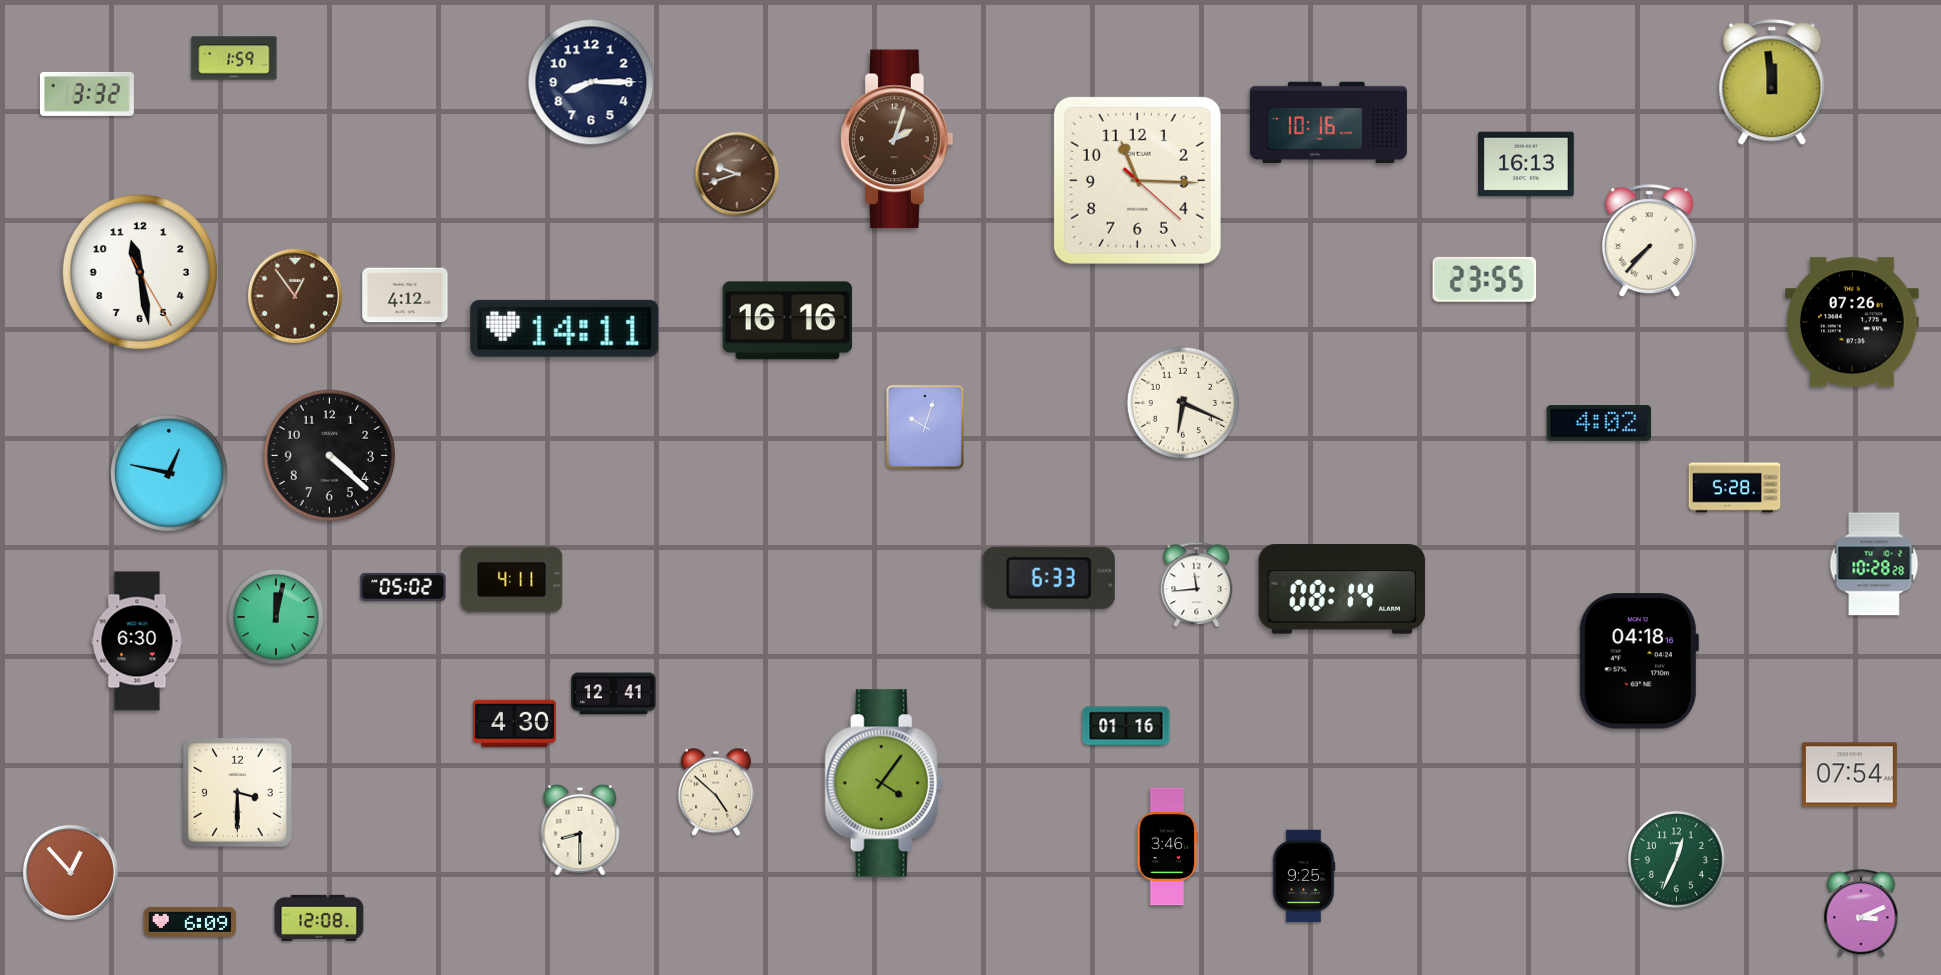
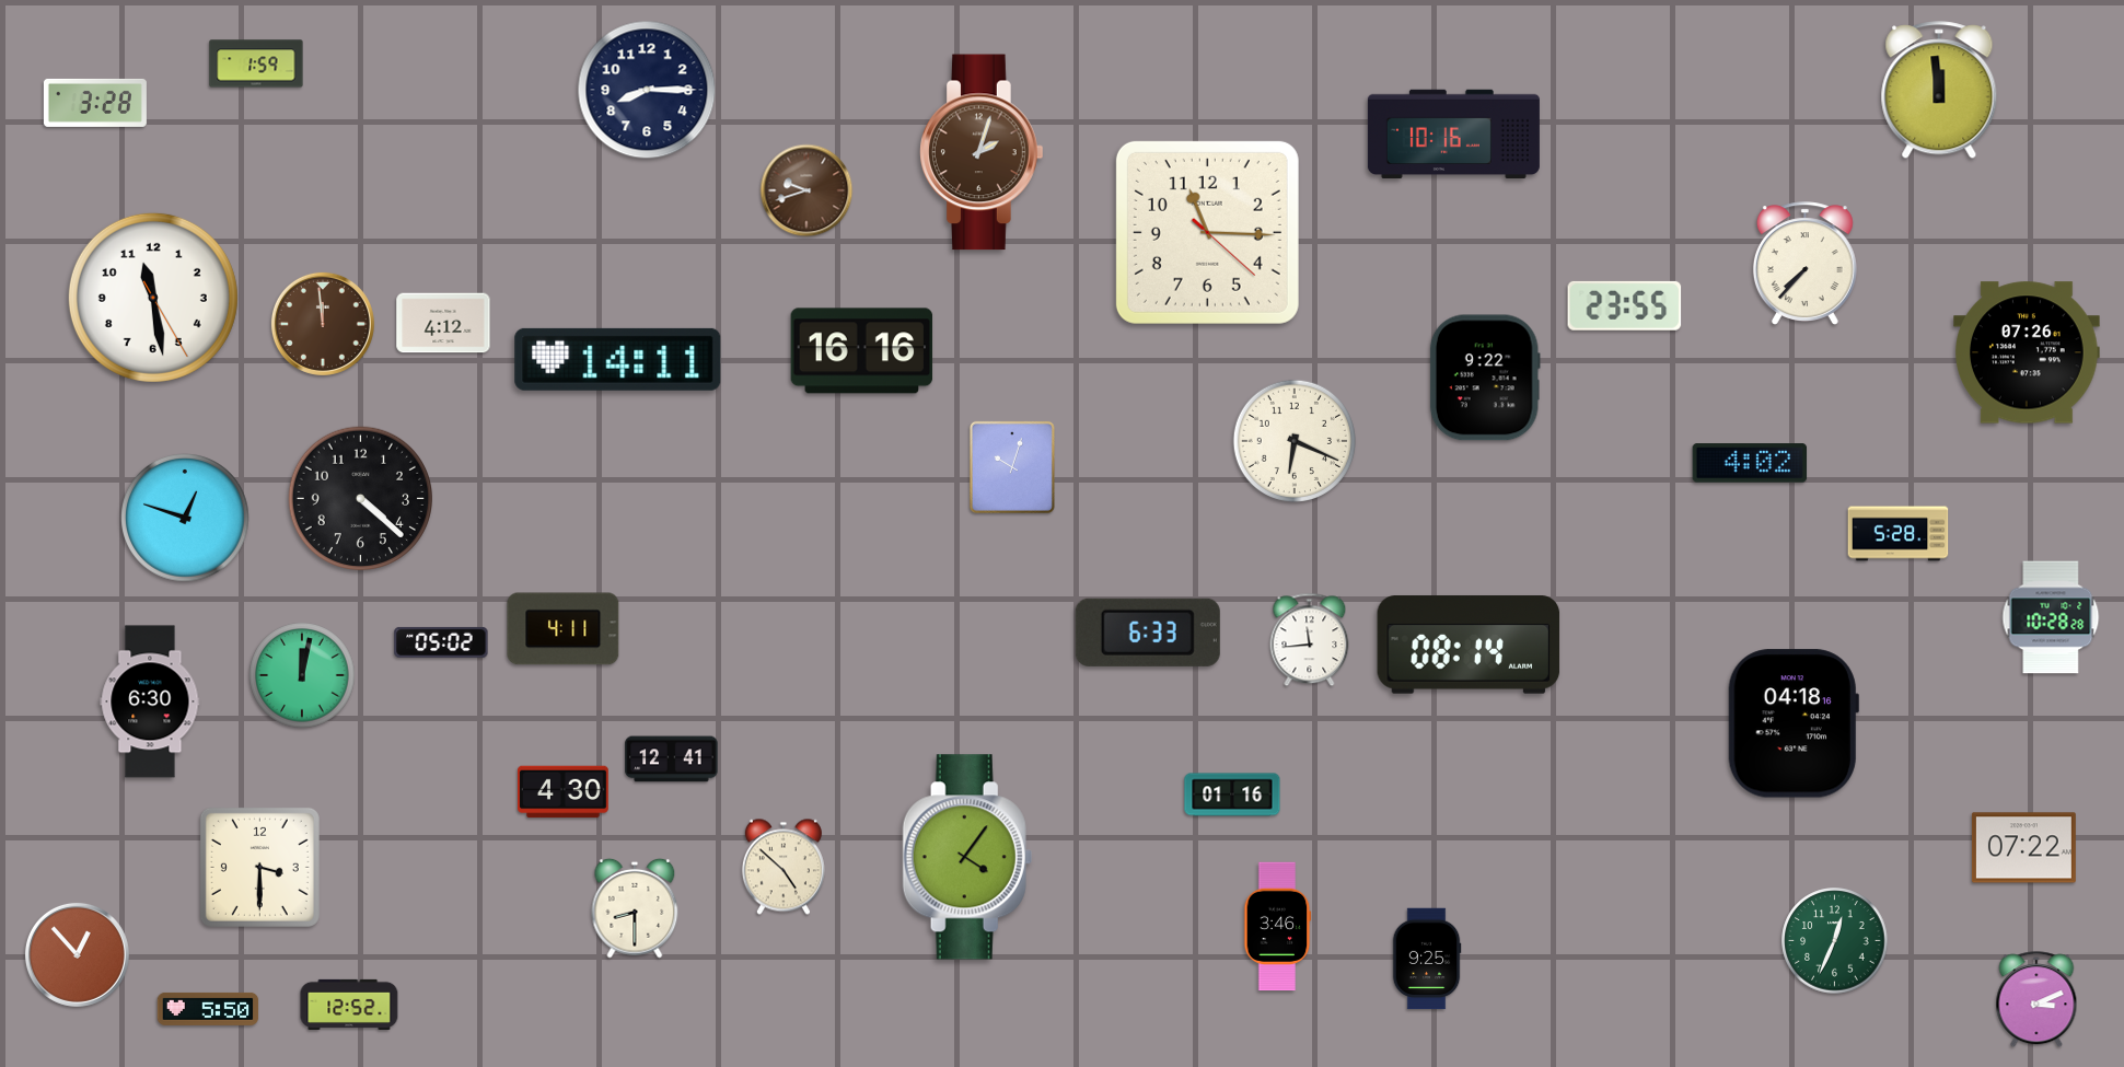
clock at (87, 94): 3:32 -> 3:28
clock at (1527, 164): 16:13 -> none
clock at (1137, 180) position: (1137, 180) -> (1207, 232)
clock at (295, 296): 12:54 -> 11:59
clock at (1485, 378): none -> 9:22
clock at (169, 473): 12:47 -> 12:48
clock at (512, 580) position: (512, 580) -> (564, 629)
clock at (1849, 775): 07:54 -> 07:22
clock at (319, 918): 12:08 -> 12:52
clock at (190, 922): 6:09 -> 5:50
